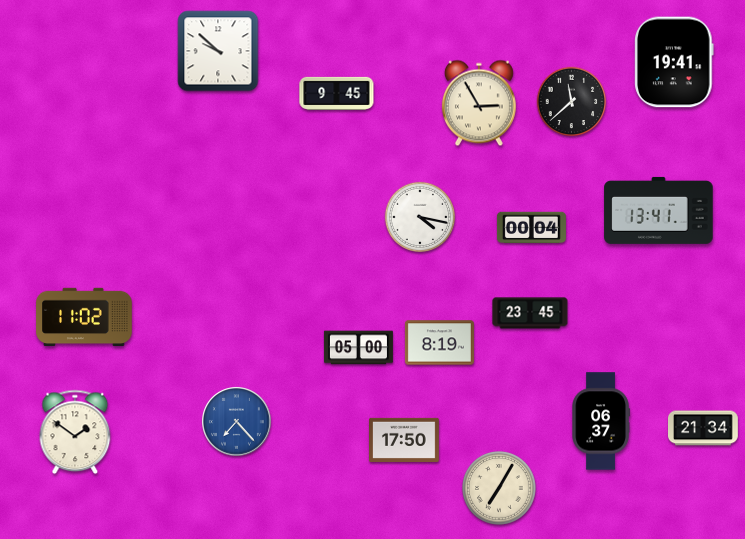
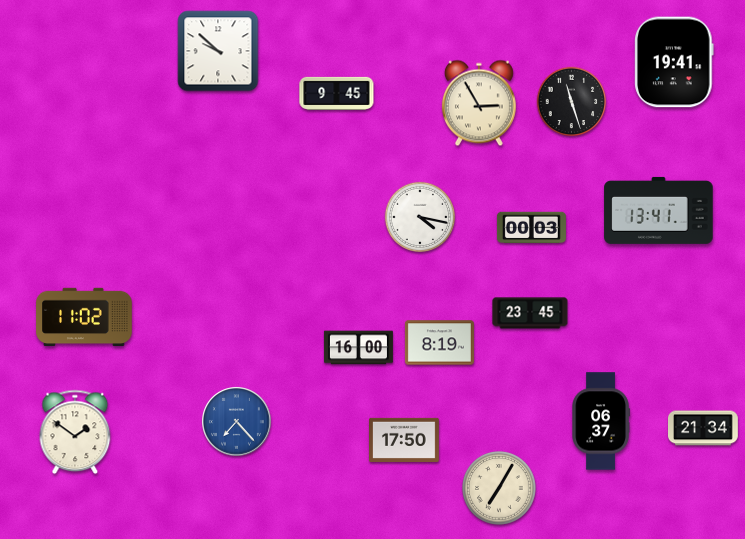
clock at (572, 102): 11:38 -> 11:27
clock at (531, 228): 00:04 -> 00:03
clock at (358, 348): 05:00 -> 16:00
